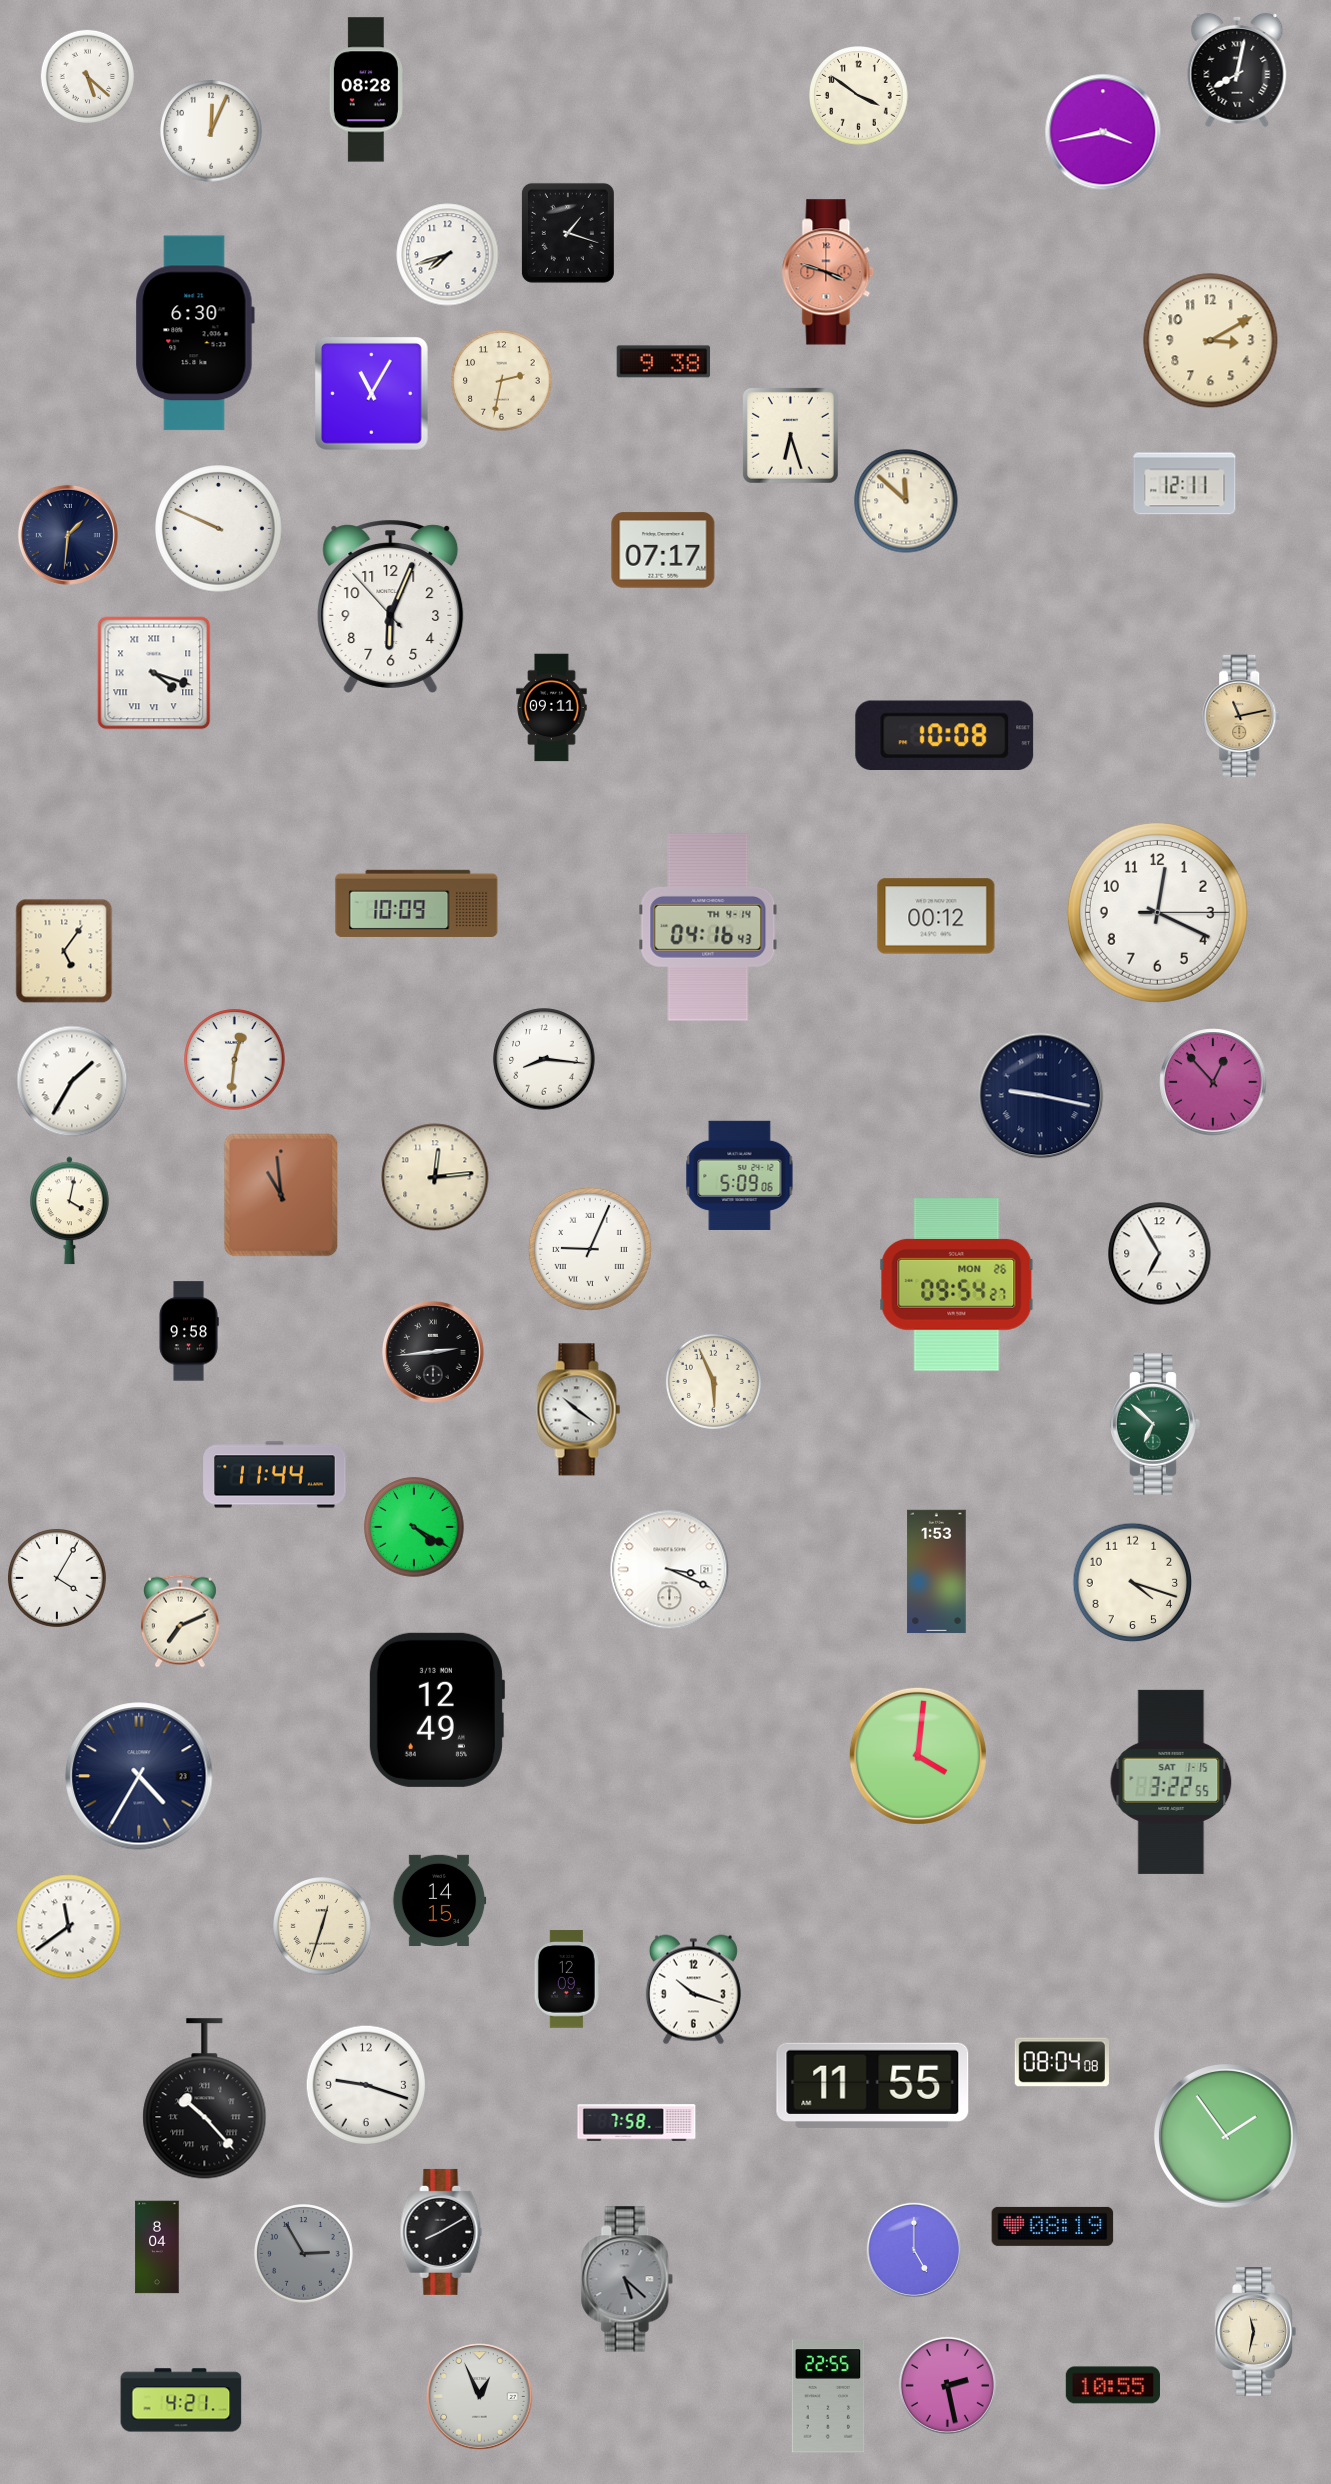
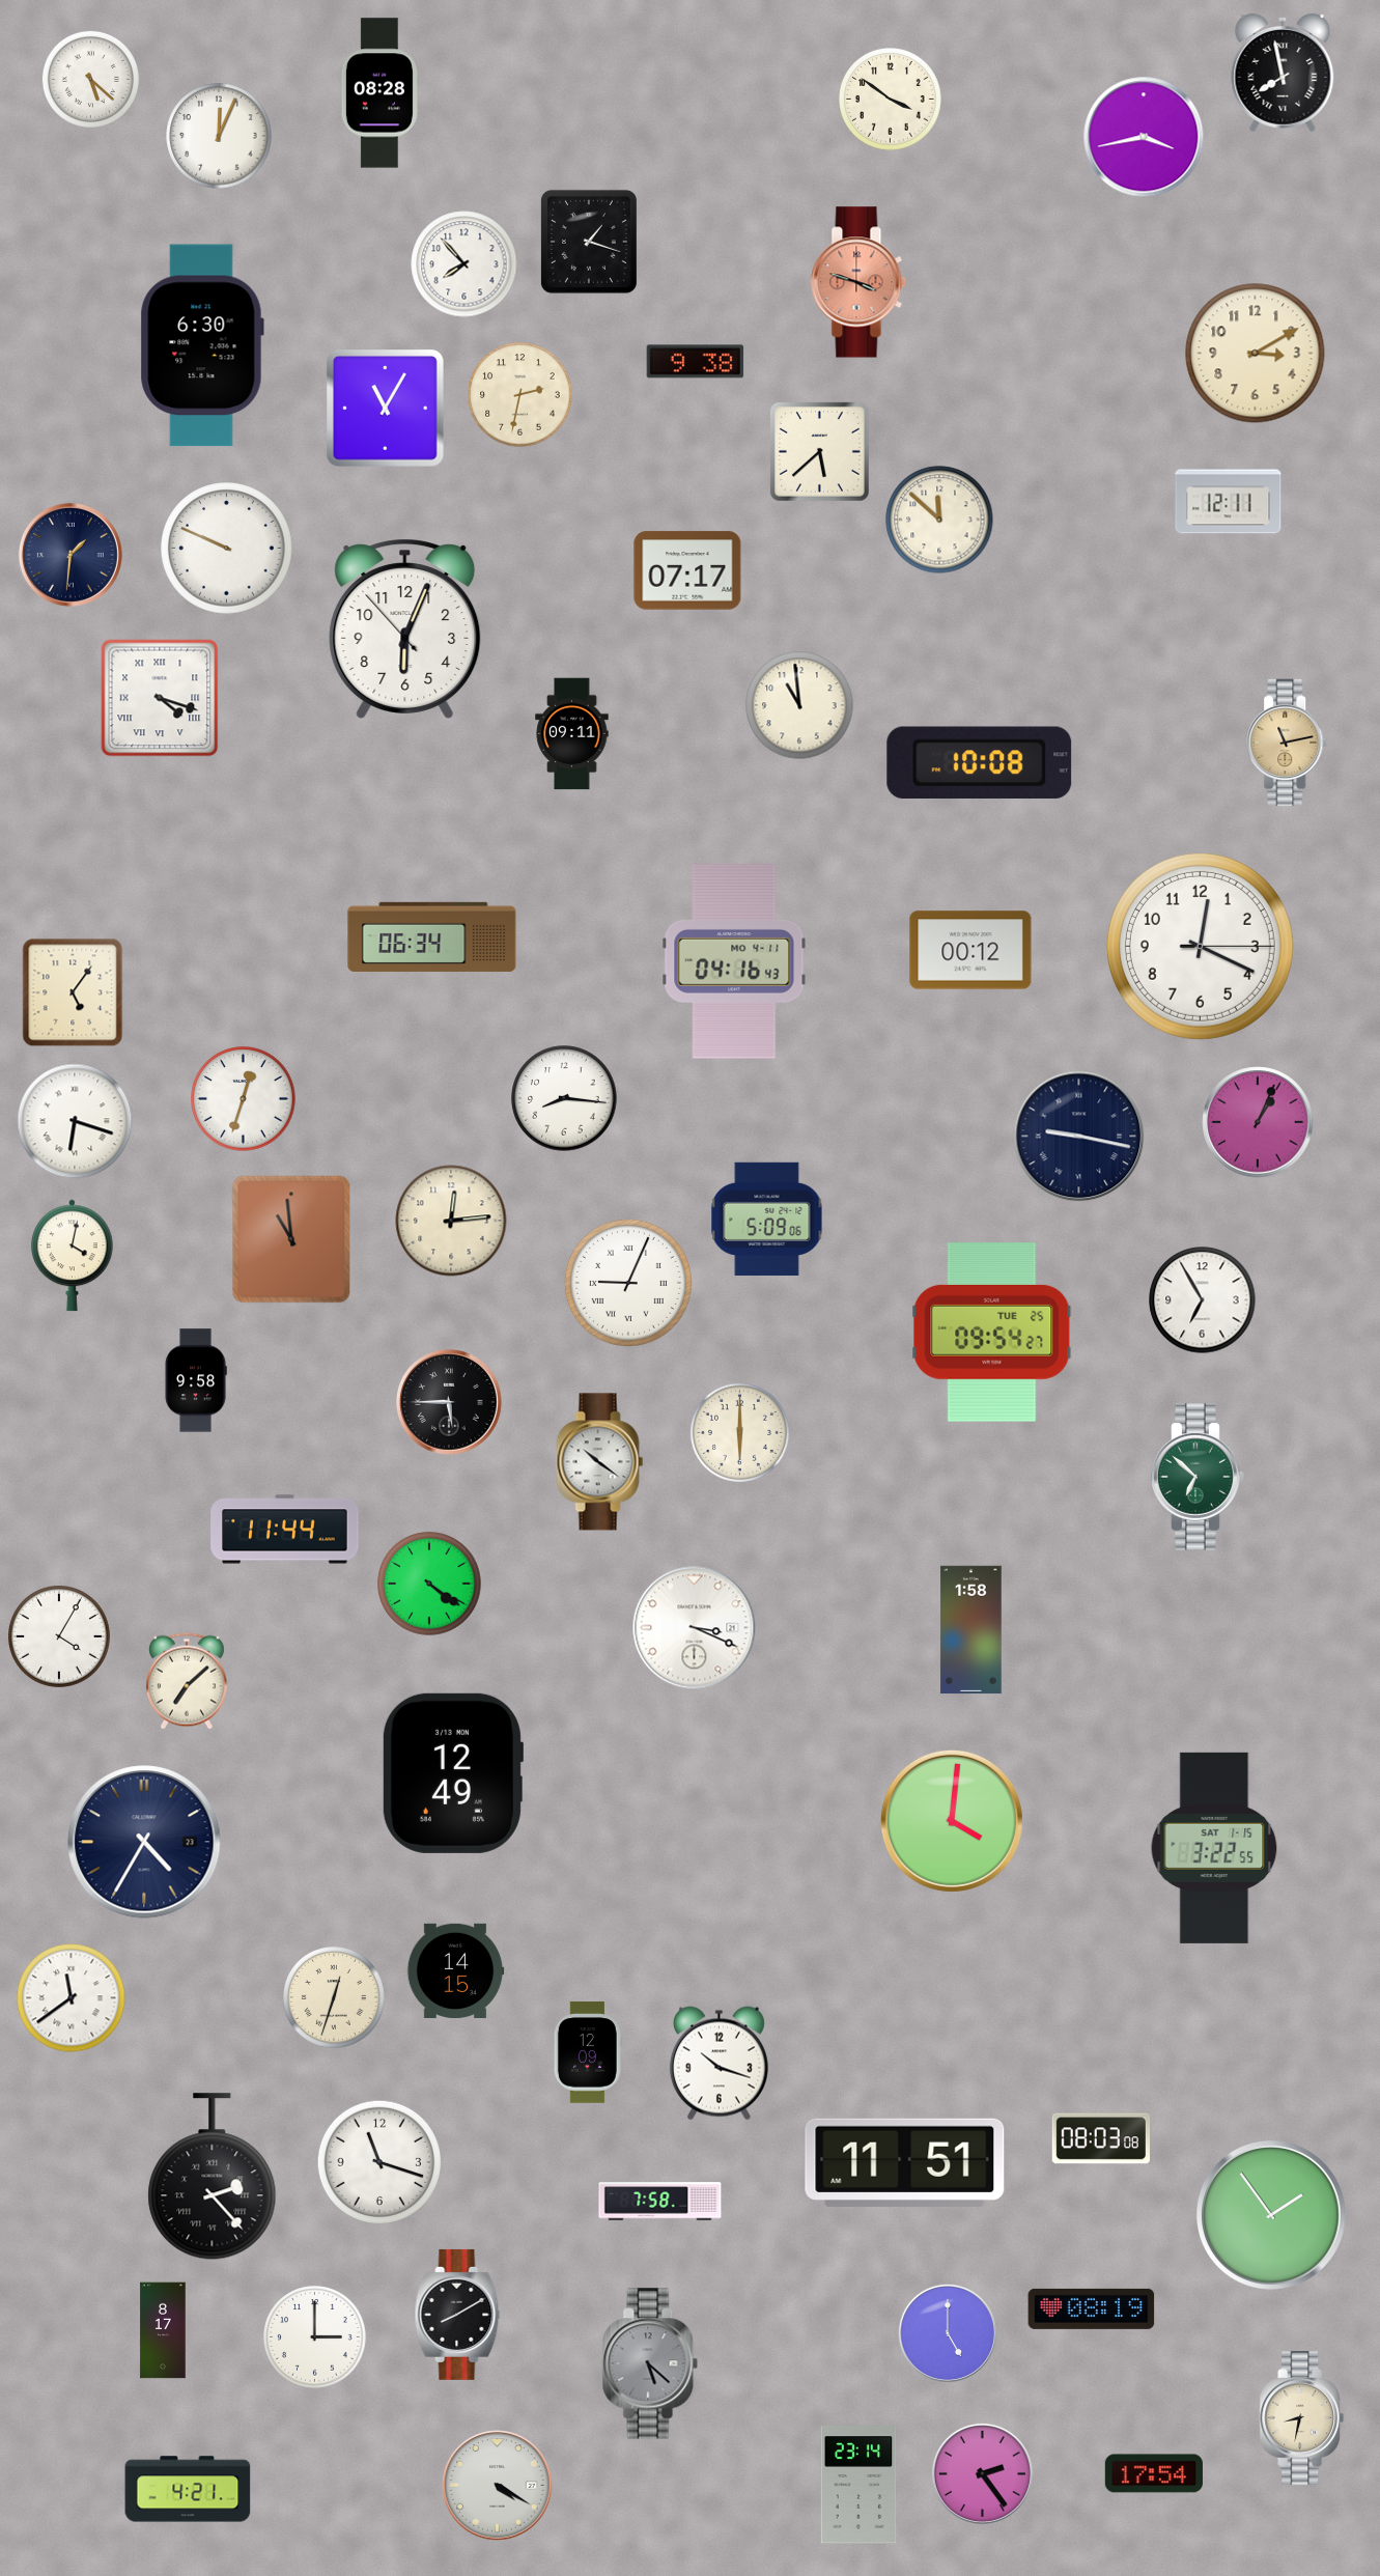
clock at (1237, 70): 8:02 -> 7:58
clock at (448, 255): 7:42 -> 7:53
clock at (664, 362) position: (664, 362) -> (696, 362)
clock at (790, 435): 6:27 -> 5:38
clock at (799, 705): none -> 10:59
clock at (417, 903): 10:09 -> 06:34
clock at (708, 927) date: TH 4-14 -> MO 4-11
clock at (64, 951) position: (64, 951) -> (73, 992)
clock at (235, 1060): 12:31 -> 12:33
clock at (72, 1081): 1:35 -> 6:18
clock at (1213, 1082): 12:53 -> 1:04
clock at (590, 1249) position: (590, 1249) -> (628, 1283)
clock at (957, 1285) date: MON 26 -> TUE 25
clock at (433, 1352): 2:44 -> 5:45
clock at (713, 1381): 5:56 -> 6:00
clock at (414, 1527): 4:20 -> 4:21
clock at (937, 1572): 1:53 -> 1:58
clock at (1133, 1583): 4:18 -> none
clock at (180, 1621): 7:11 -> 7:08
clock at (1062, 2062): 08:04 -> 08:03
clock at (365, 2084): 9:18 -> 11:18
clock at (873, 2085): 11:55 -> 11:51
clock at (205, 2099): 10:23 -> 2:23
clock at (157, 2247): 8:04 -> 8:17
clock at (304, 2254): 2:55 -> 3:00
clock at (304, 2254) dial: grey -> white
clock at (1255, 2332): 11:32 -> 8:32
clock at (947, 2385): 2:28 -> 2:24
clock at (1113, 2385): 10:55 -> 17:54
clock at (828, 2396): 22:55 -> 23:14
clock at (480, 2397): 12:56 -> 4:20
